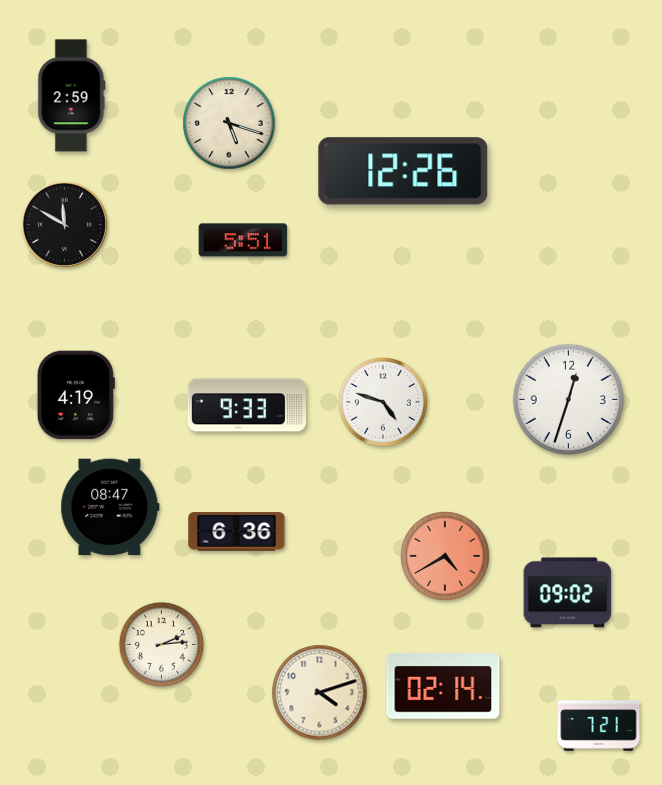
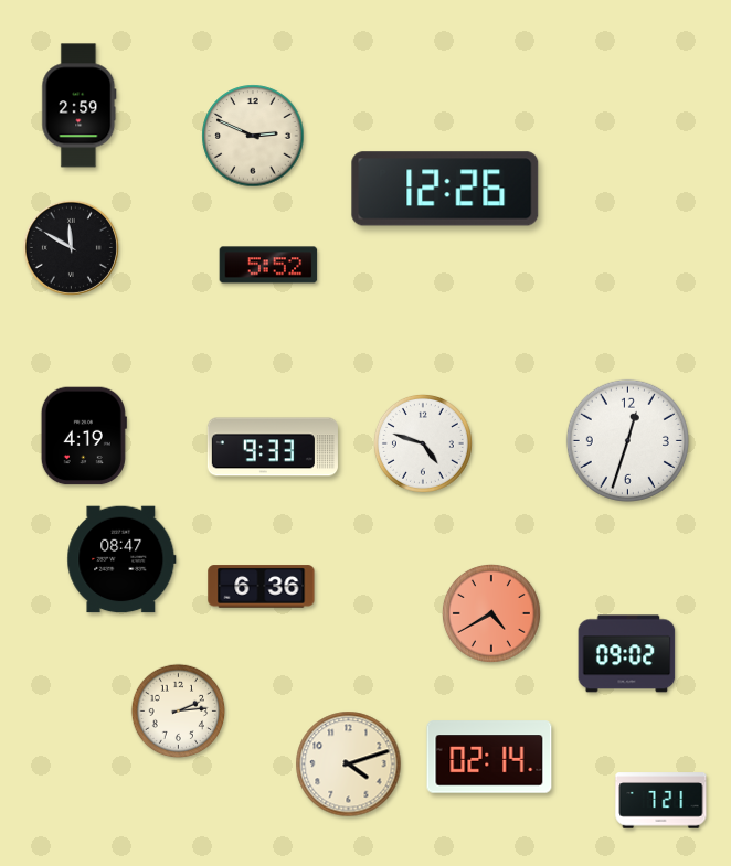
clock at (229, 123): 5:18 -> 2:49
clock at (243, 240): 5:51 -> 5:52
clock at (320, 693) position: (320, 693) -> (349, 765)
